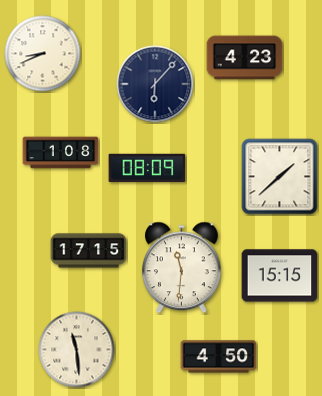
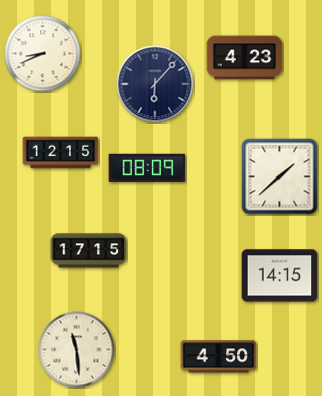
clock at (61, 153): 1:08 -> 12:15
clock at (182, 268): 11:31 -> none
clock at (280, 276): 15:15 -> 14:15
